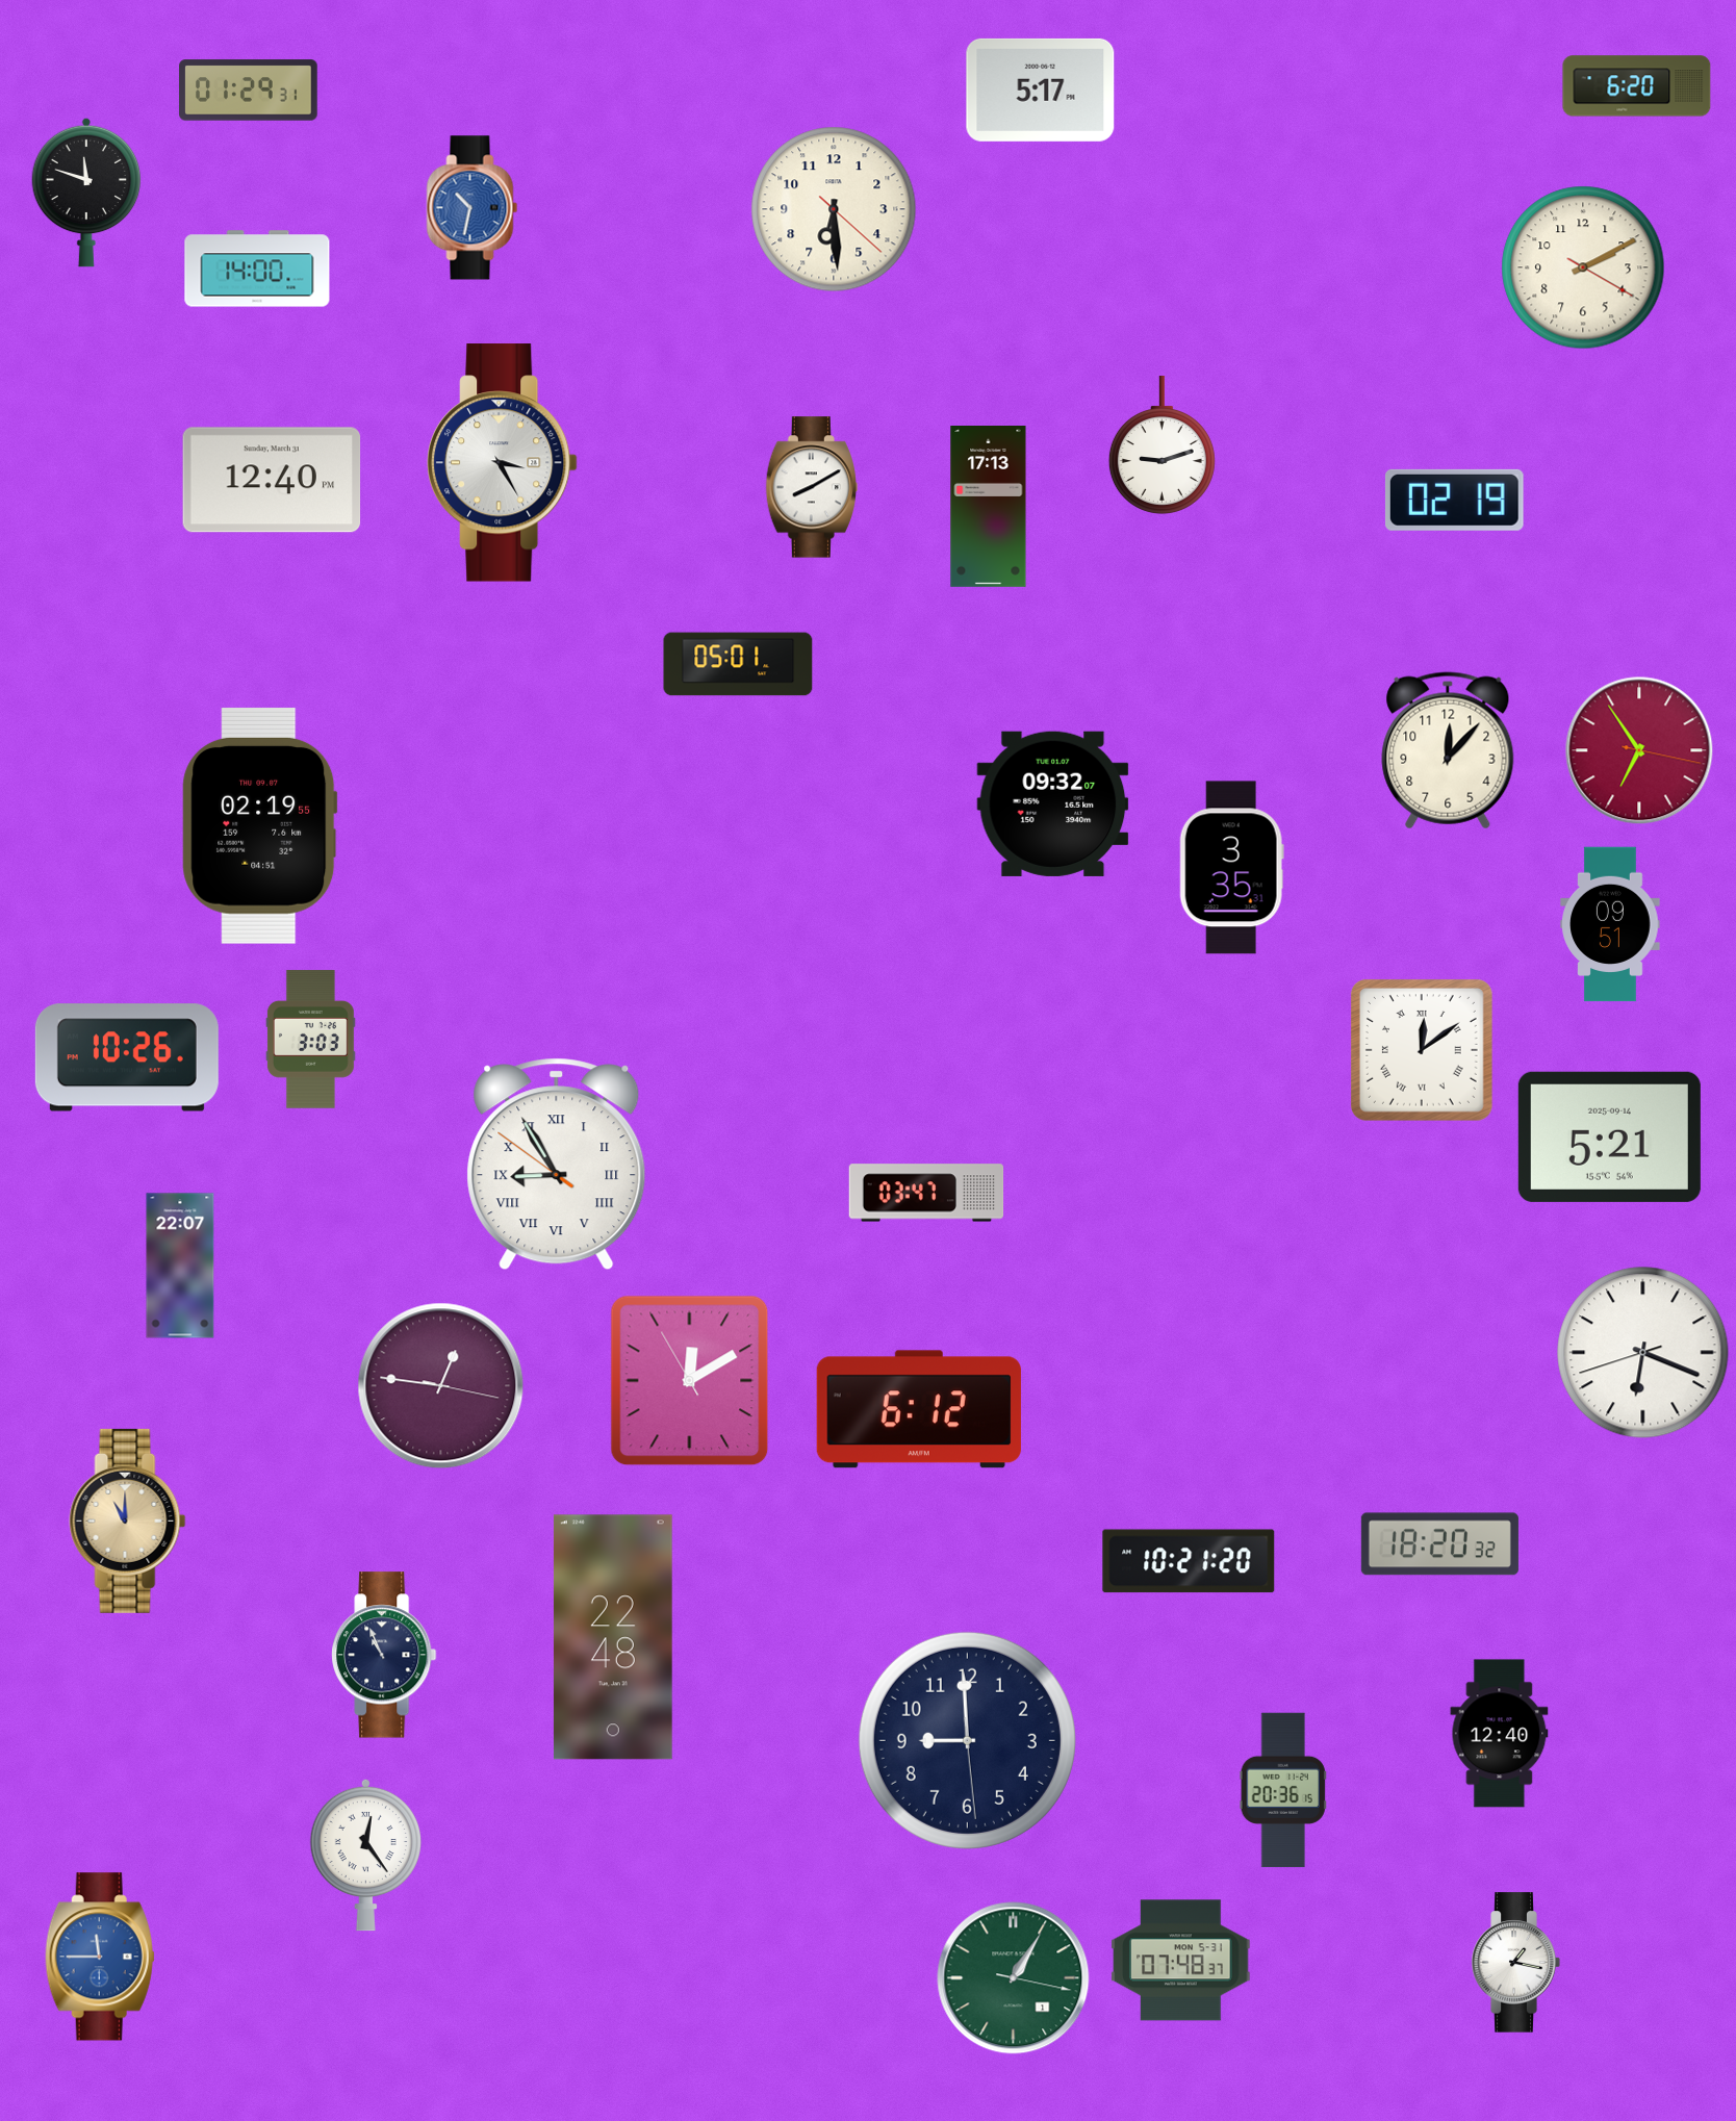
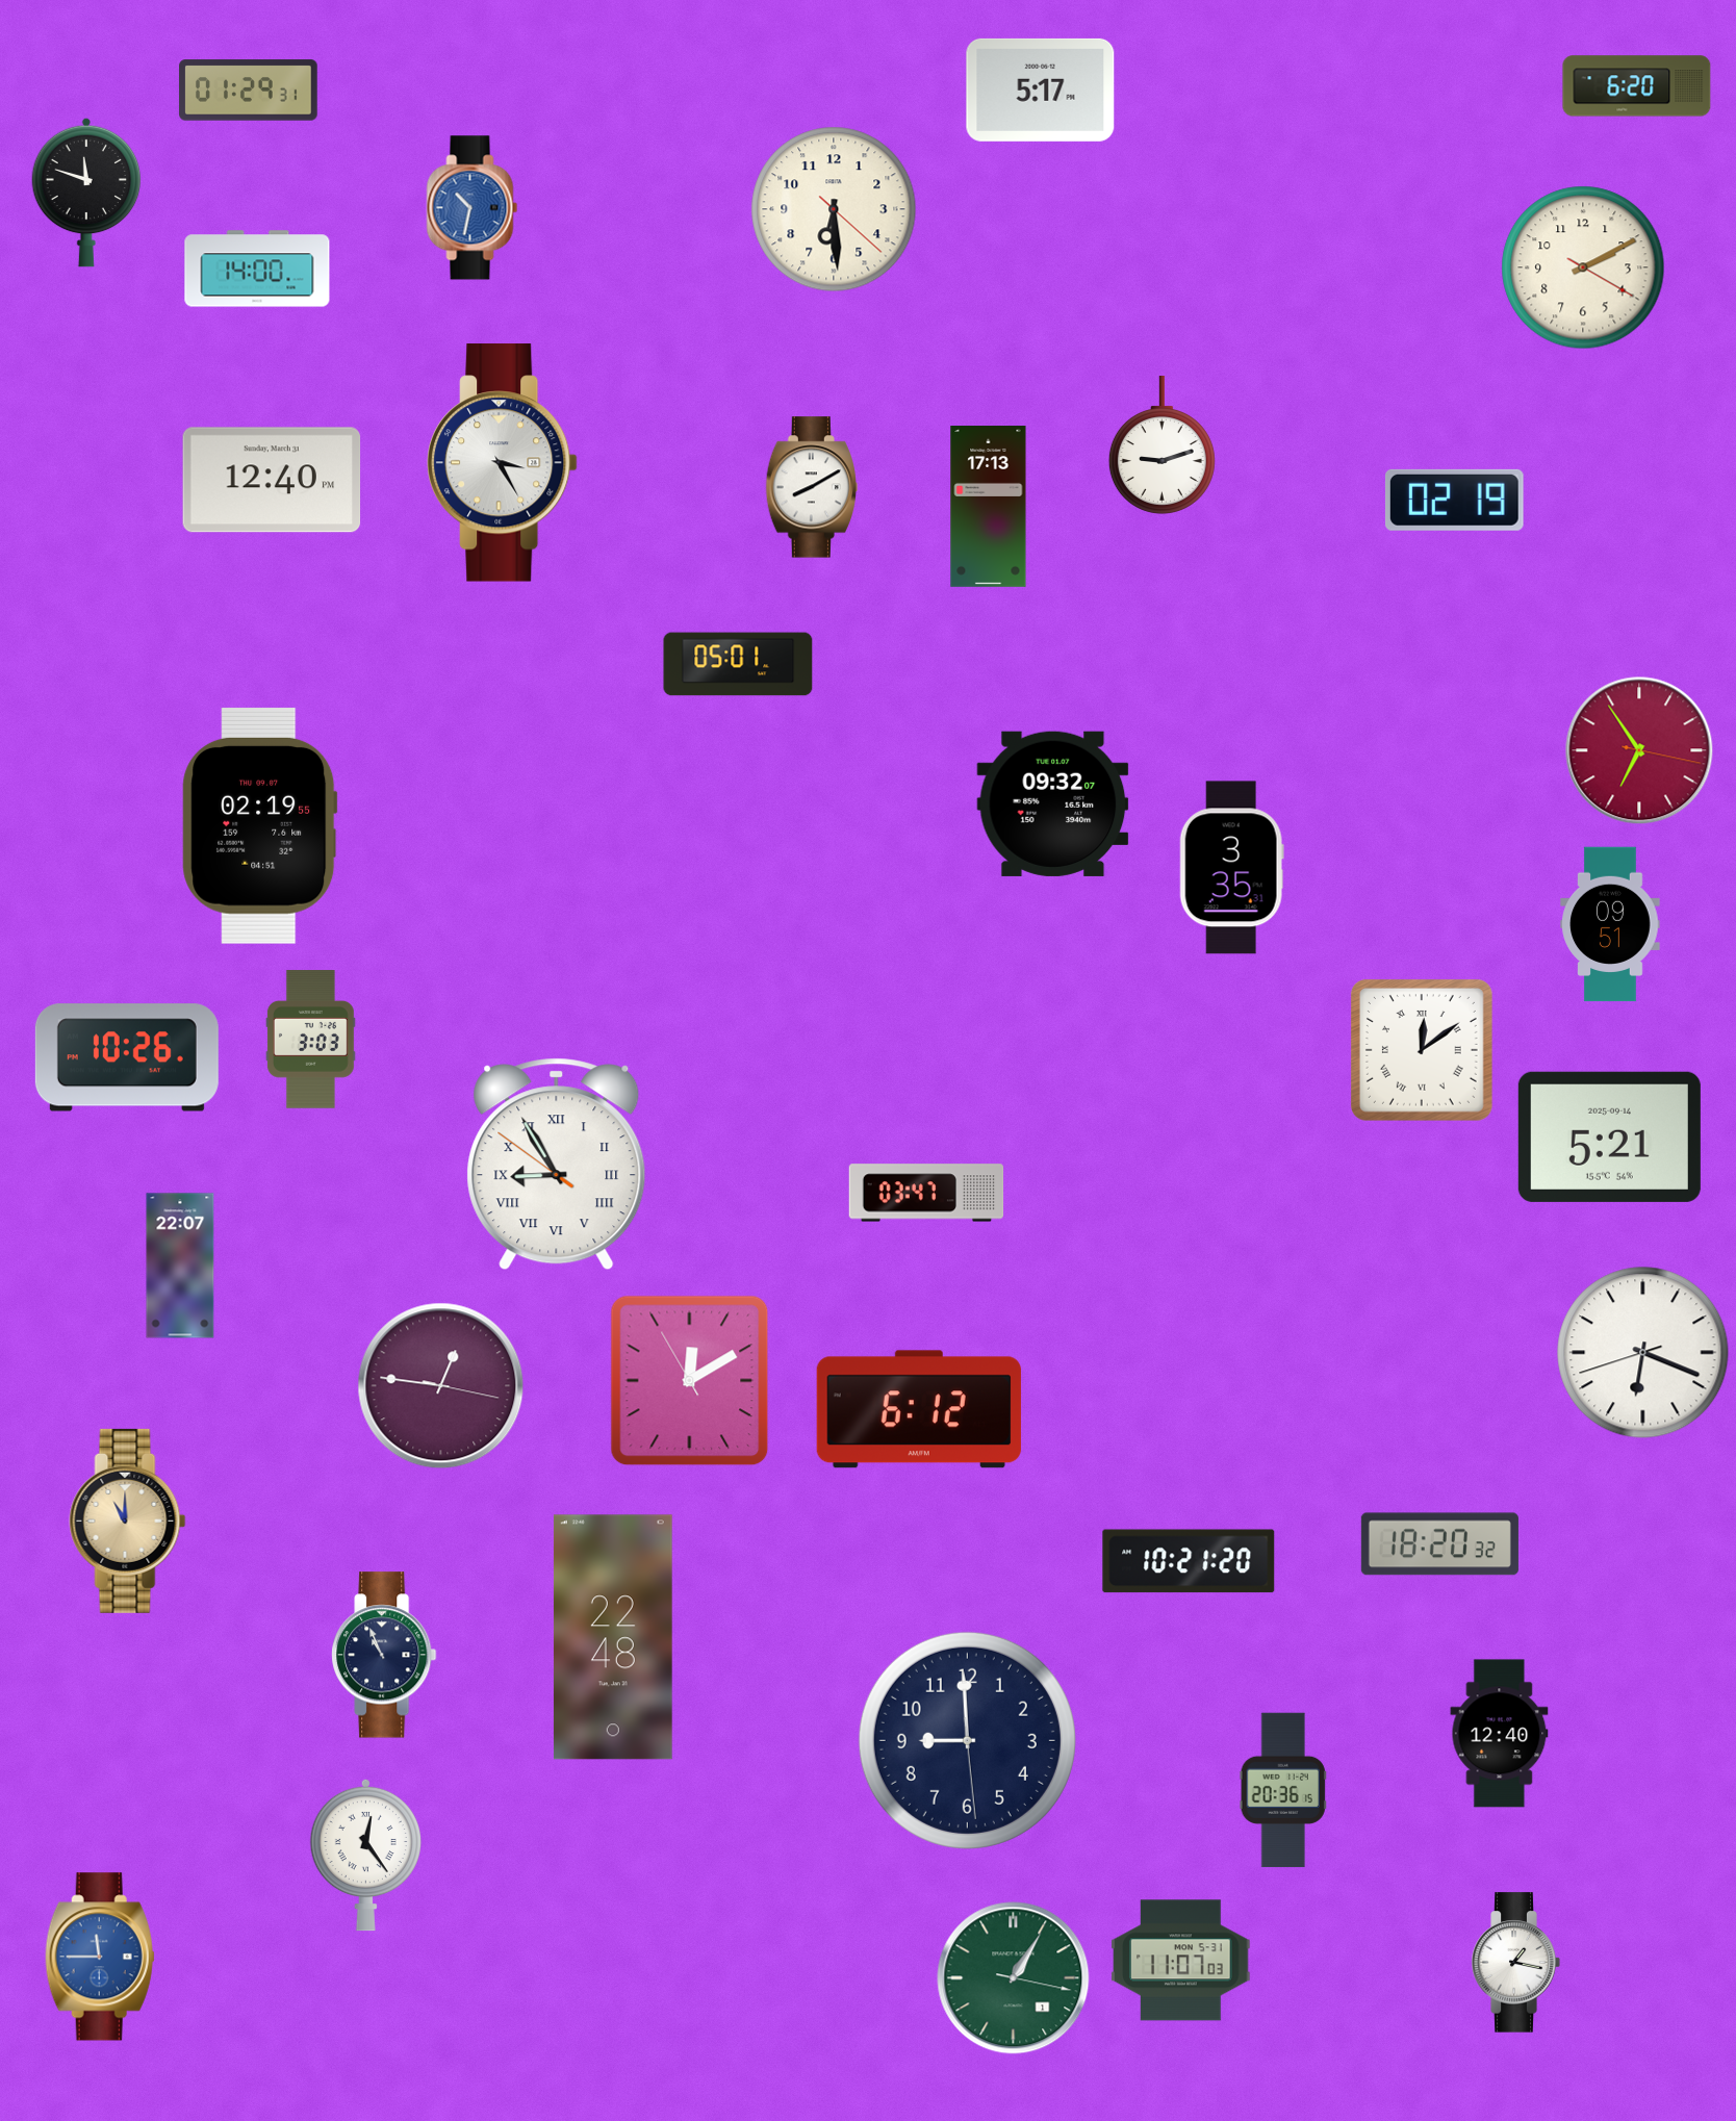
clock at (1448, 750): 12:07 -> none
clock at (1181, 1961): 07:48 -> 11:07
